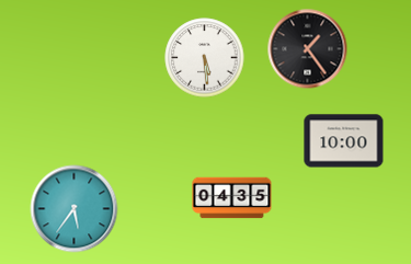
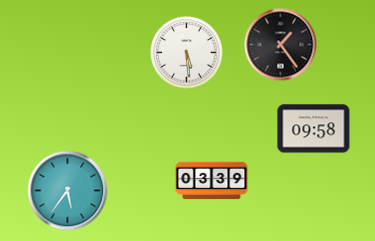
clock at (344, 141): 10:00 -> 09:58
clock at (232, 198): 04:35 -> 03:39
